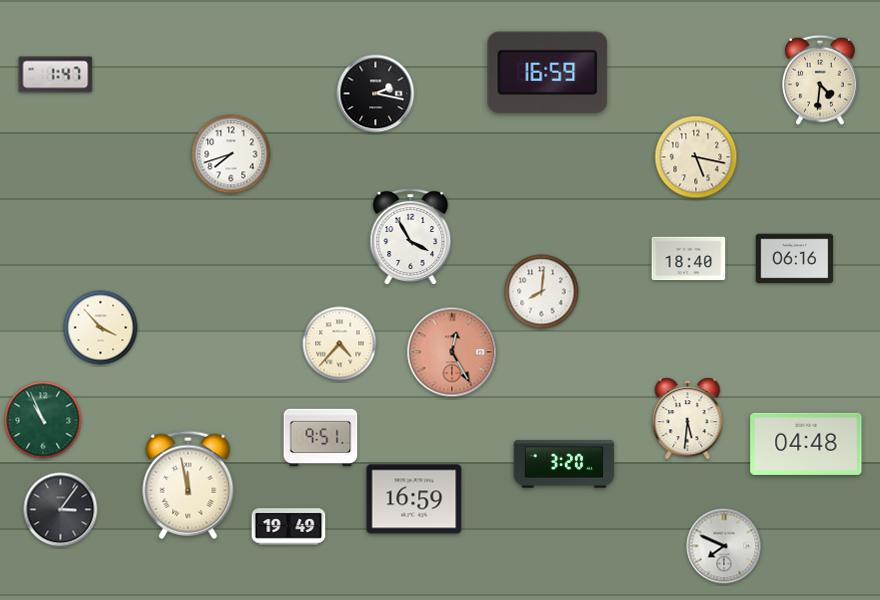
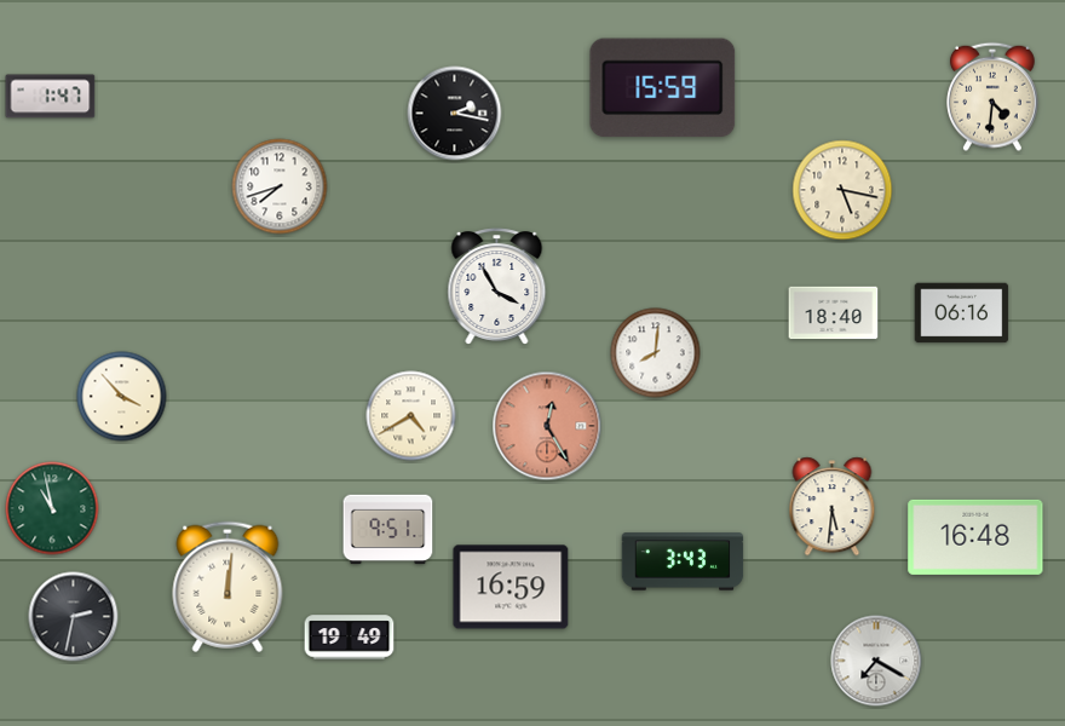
clock at (548, 73): 16:59 -> 15:59
clock at (56, 75) position: (56, 75) -> (51, 97)
clock at (340, 344): 4:37 -> 4:40
clock at (43, 420): 10:56 -> 10:58
clock at (806, 444): 04:48 -> 16:48
clock at (564, 464): 3:20 -> 3:43
clock at (188, 485): 11:58 -> 12:01
clock at (414, 499) position: (414, 499) -> (511, 587)
clock at (61, 510): 3:06 -> 2:32
clock at (724, 546): 7:49 -> 7:20
